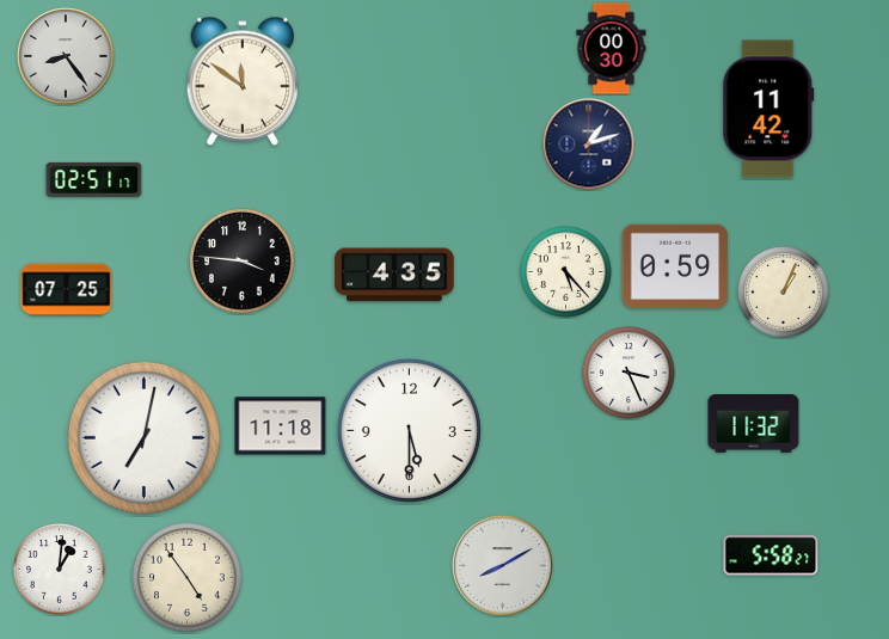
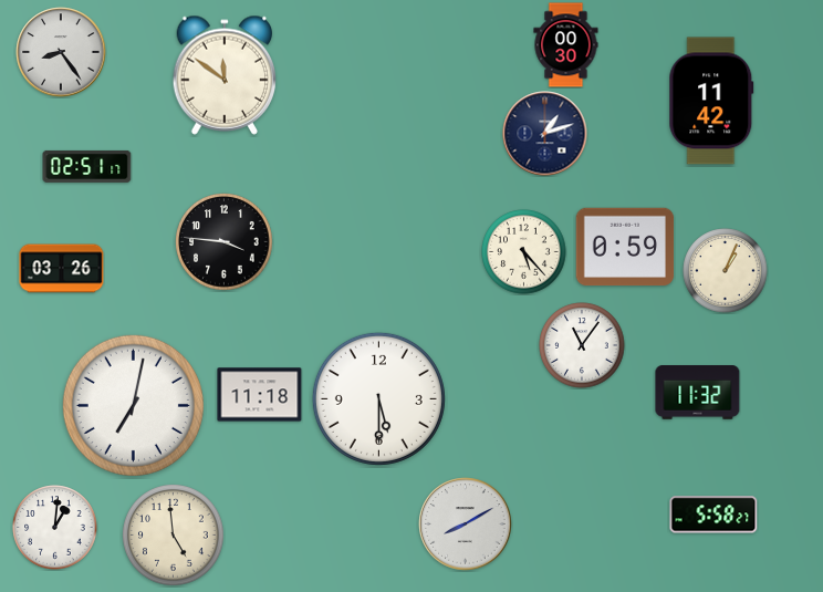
clock at (394, 275): 4:35 -> none
clock at (67, 290): 07:25 -> 03:26
clock at (629, 373): 3:26 -> 11:06
clock at (188, 578): 4:54 -> 4:59
